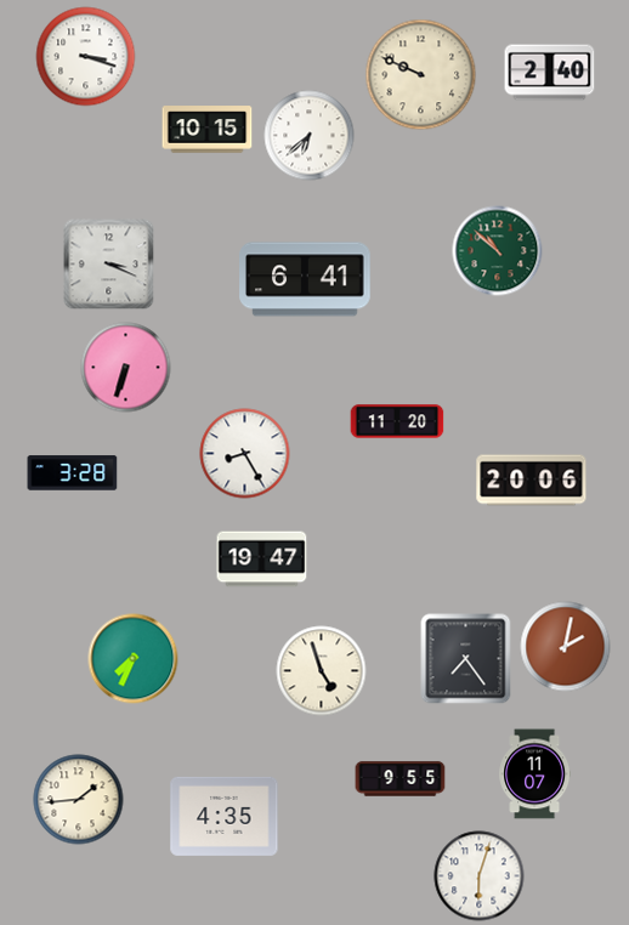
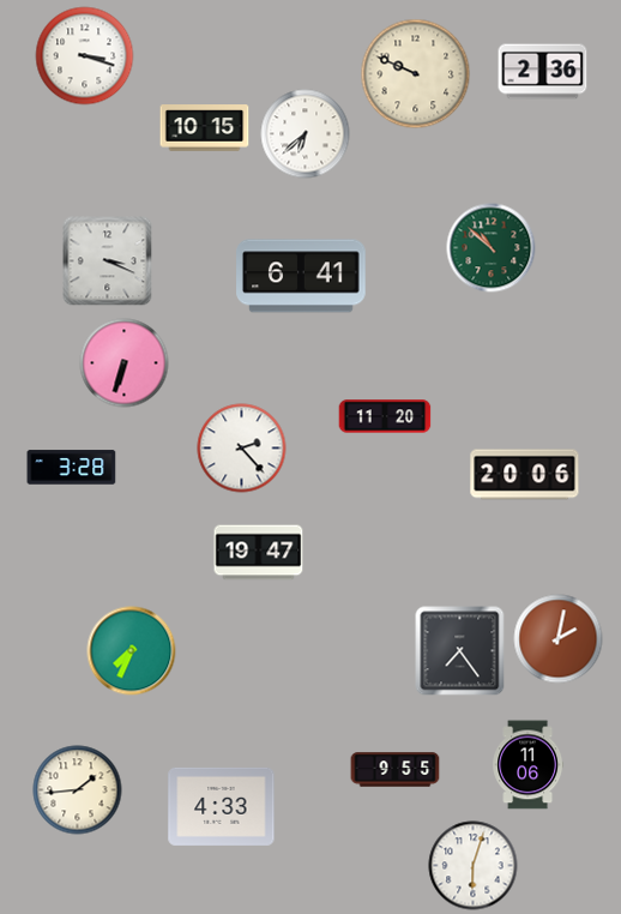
clock at (550, 73): 2:40 -> 2:36
clock at (397, 421) position: (397, 421) -> (385, 416)
clock at (245, 454): 8:25 -> 2:23
clock at (322, 671): 4:57 -> none
clock at (535, 774): 11:07 -> 11:06
clock at (225, 816): 4:35 -> 4:33
